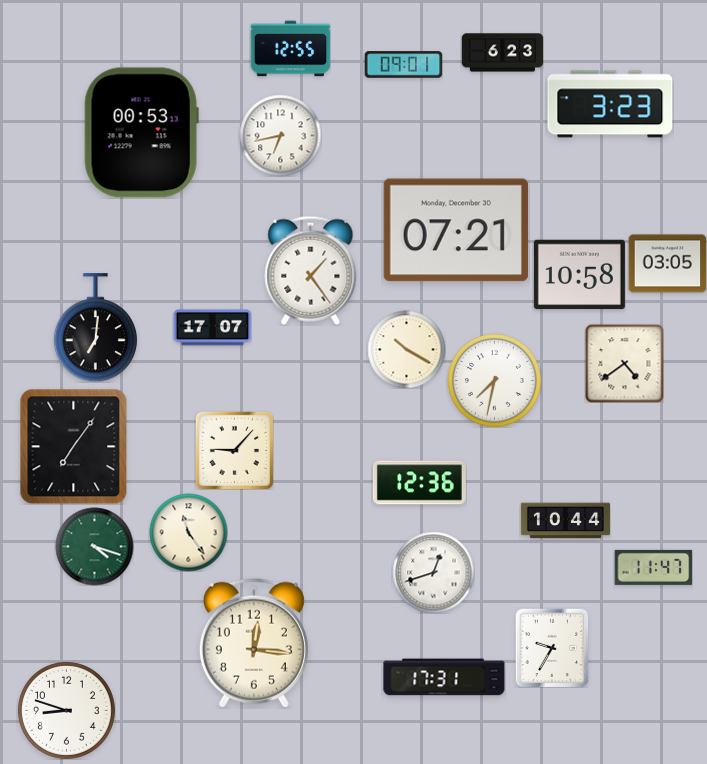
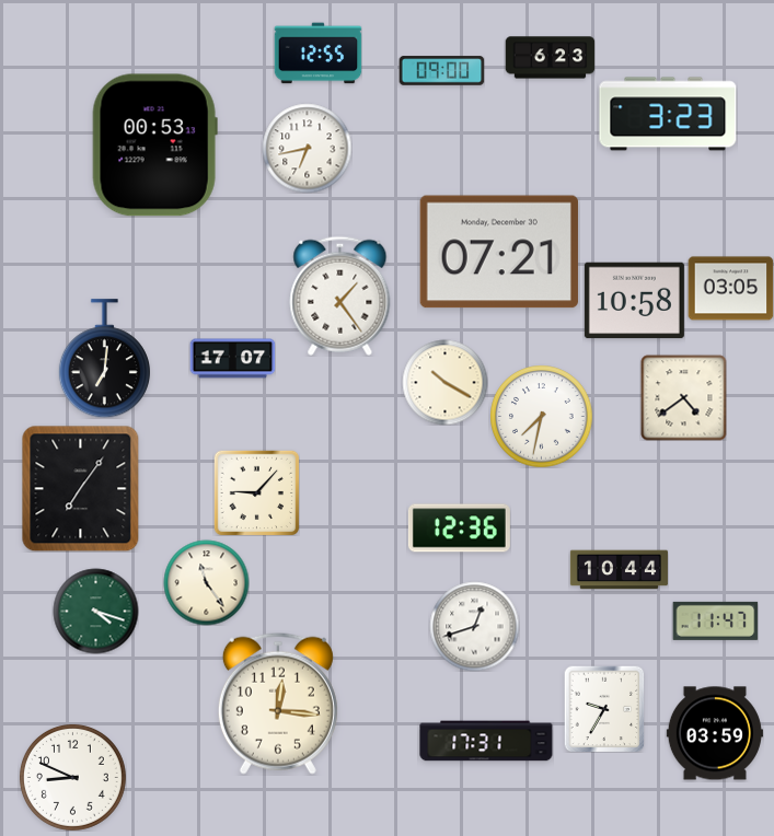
clock at (403, 65): 09:01 -> 09:00
clock at (94, 546) position: (94, 546) -> (95, 611)
clock at (715, 733): none -> 03:59
clock at (66, 710): 8:48 -> 8:49
